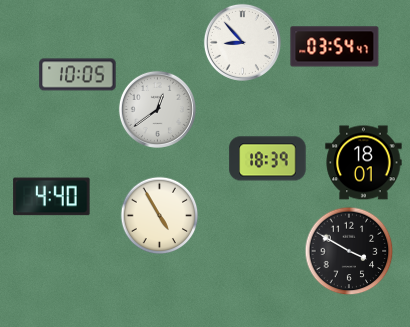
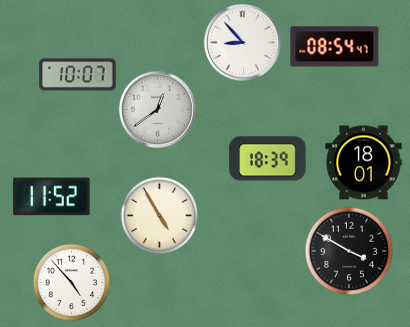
clock at (335, 47): 03:54 -> 08:54
clock at (78, 75): 10:05 -> 10:07
clock at (52, 197): 4:40 -> 11:52
clock at (71, 282): none -> 4:53
